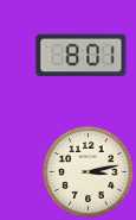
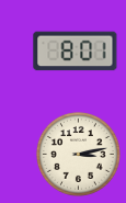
clock at (88, 171) position: (88, 171) -> (78, 154)
